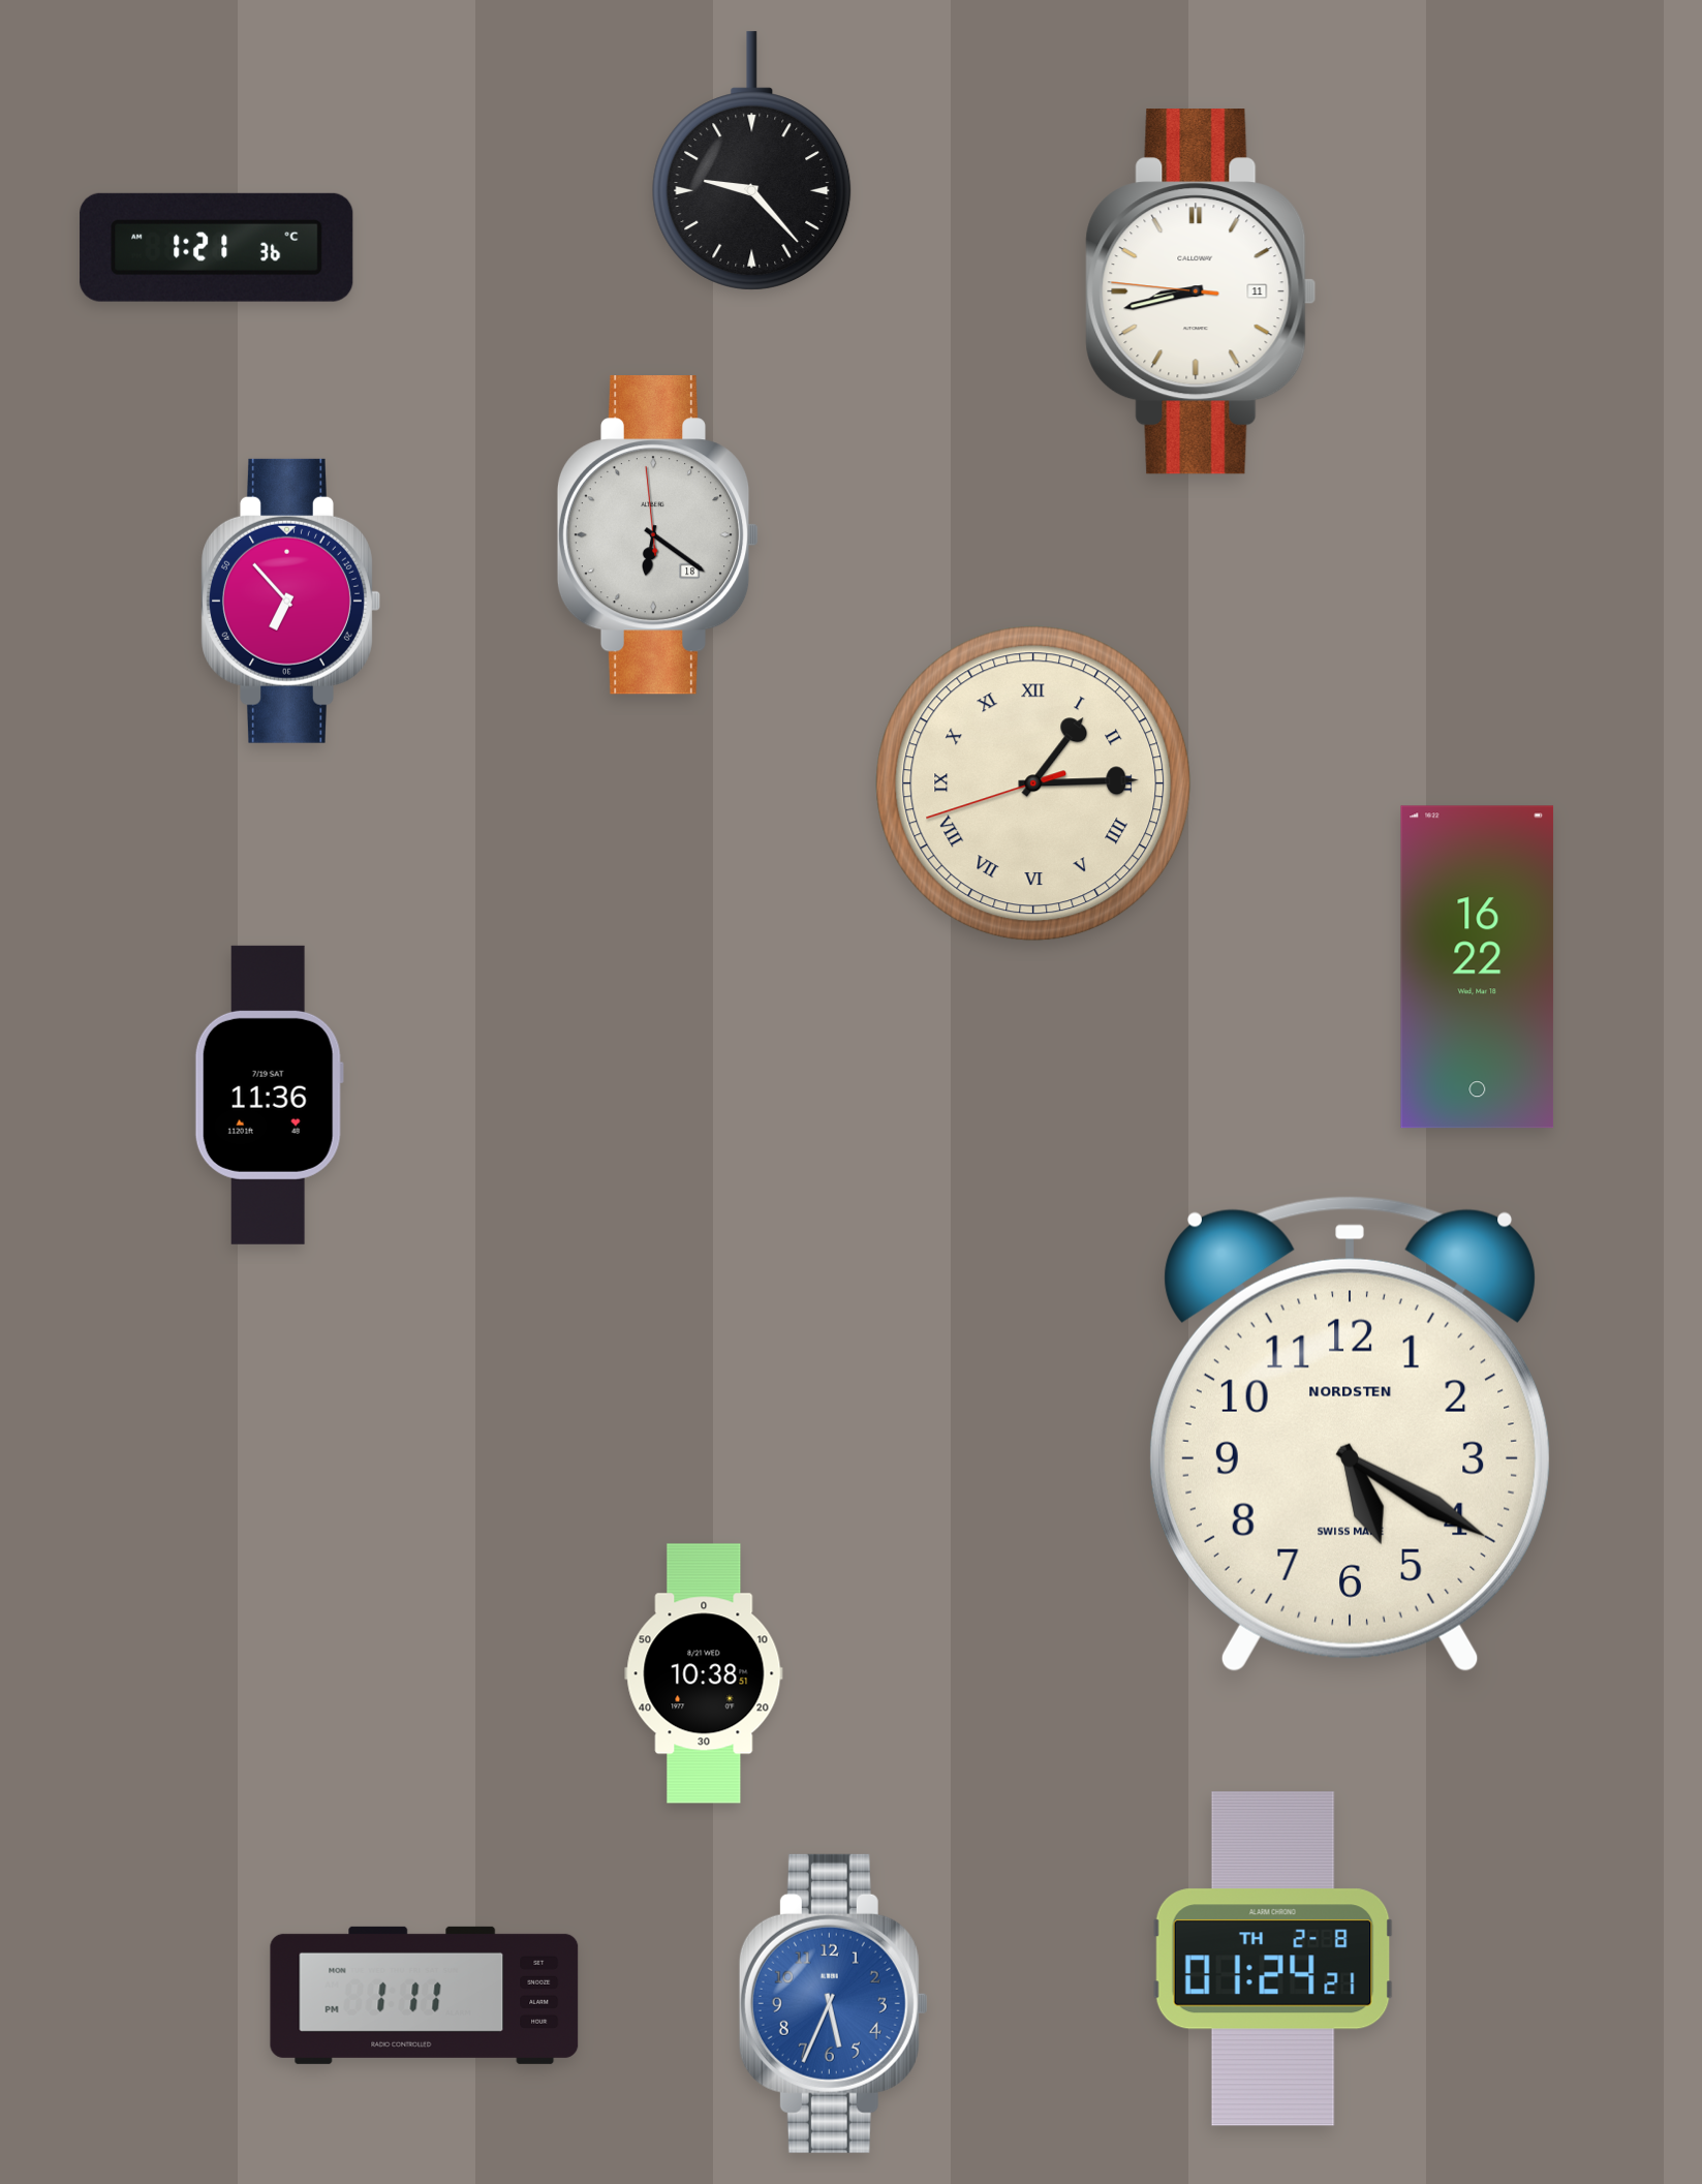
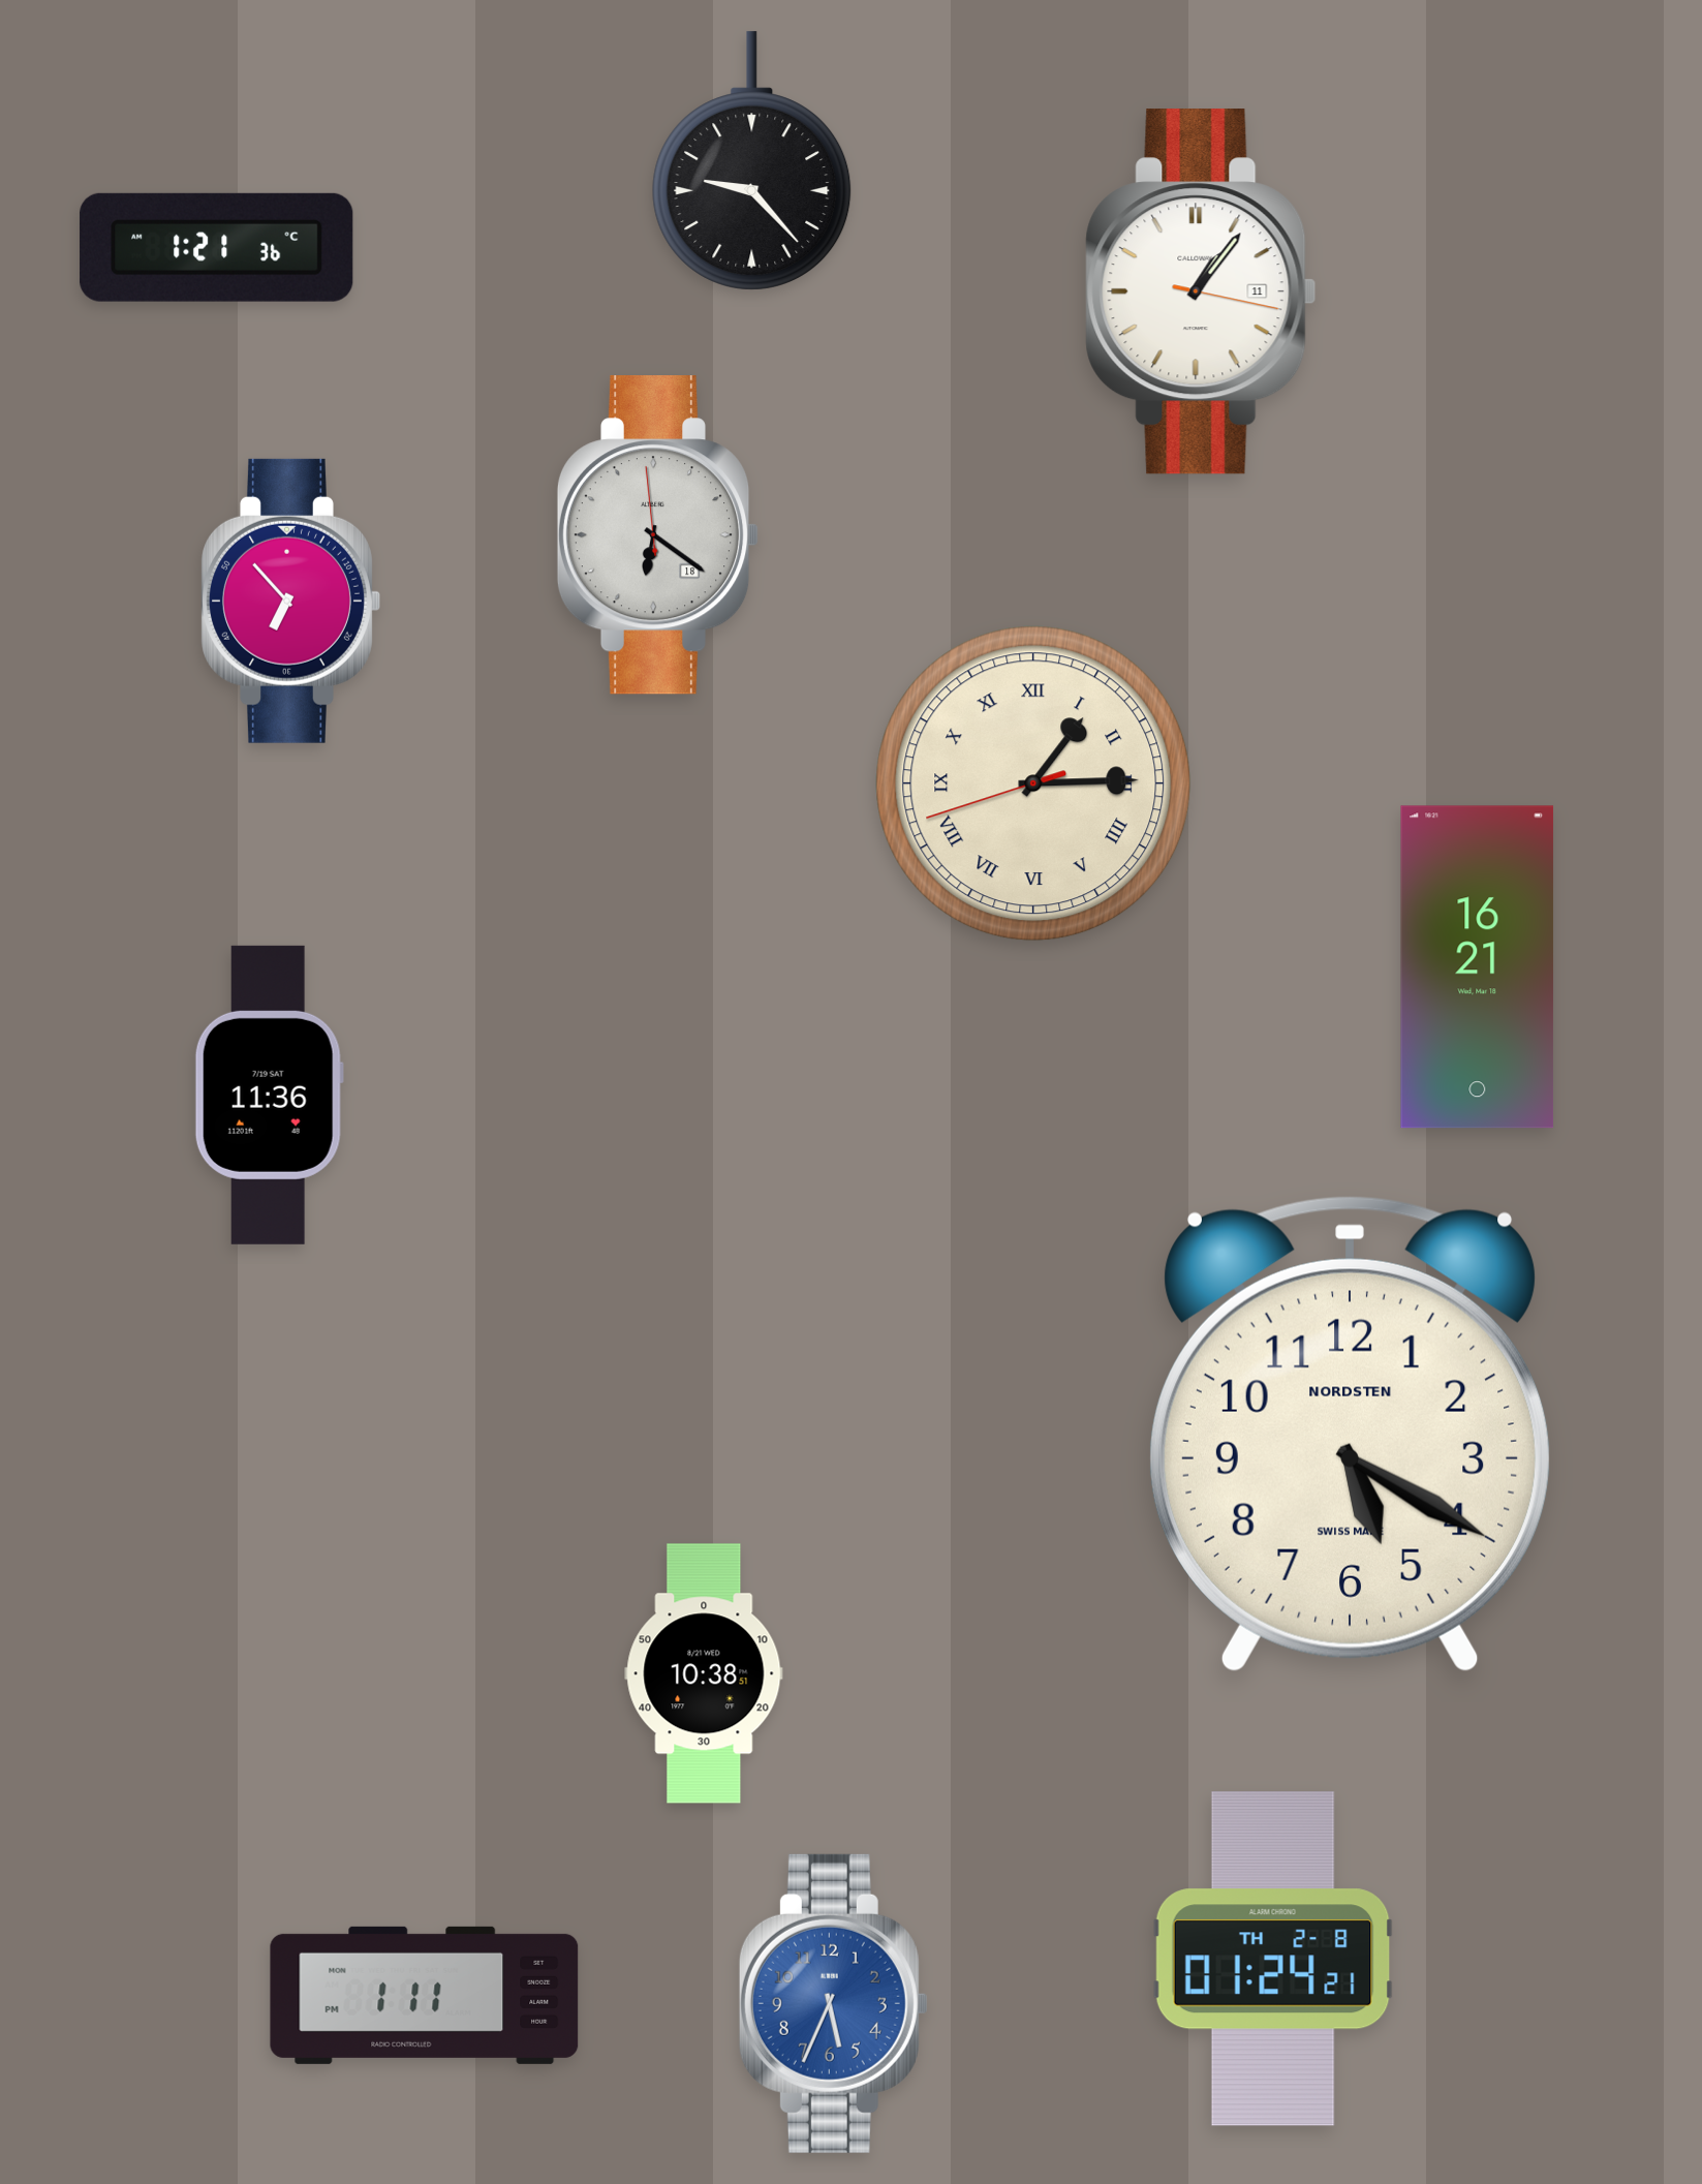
clock at (1201, 291): 8:42 -> 1:06
clock at (1478, 967): 16:22 -> 16:21
